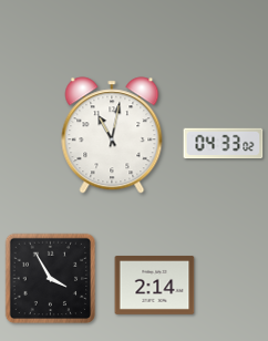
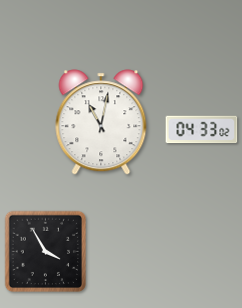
clock at (155, 285): 2:14 -> none
